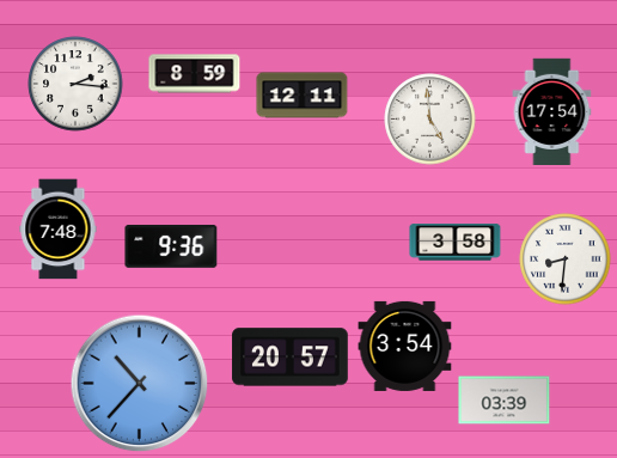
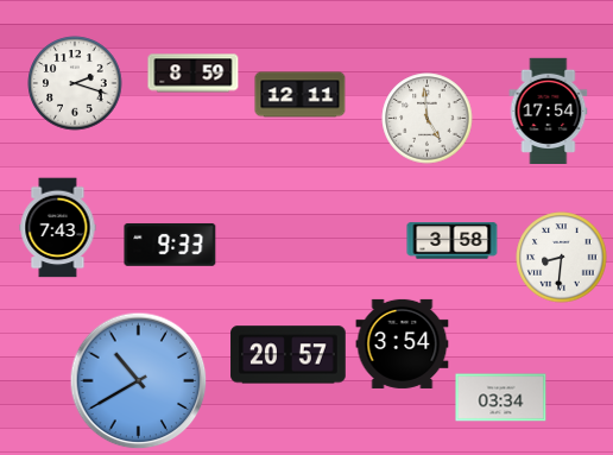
clock at (75, 84): 2:16 -> 2:18
clock at (59, 230): 7:48 -> 7:43
clock at (171, 246): 9:36 -> 9:33
clock at (140, 384): 10:37 -> 10:40
clock at (505, 401): 03:39 -> 03:34
